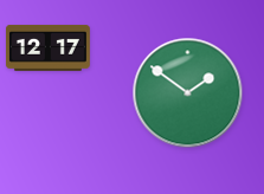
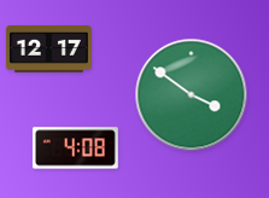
clock at (188, 93): 1:51 -> 3:51
clock at (75, 148): none -> 4:08
